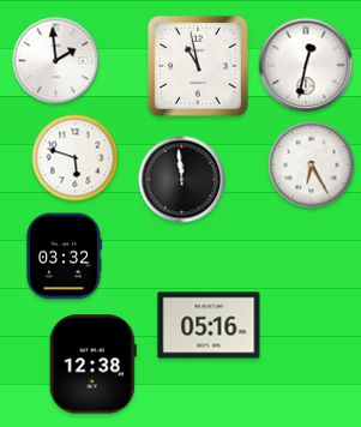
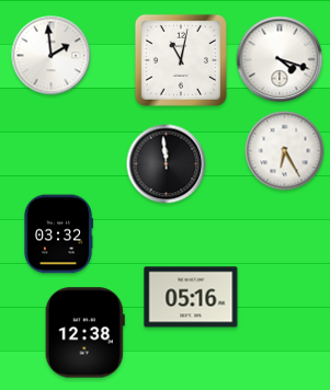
clock at (306, 65): 12:32 -> 4:18
clock at (198, 66): 10:58 -> 11:02
clock at (76, 158): 5:48 -> none
